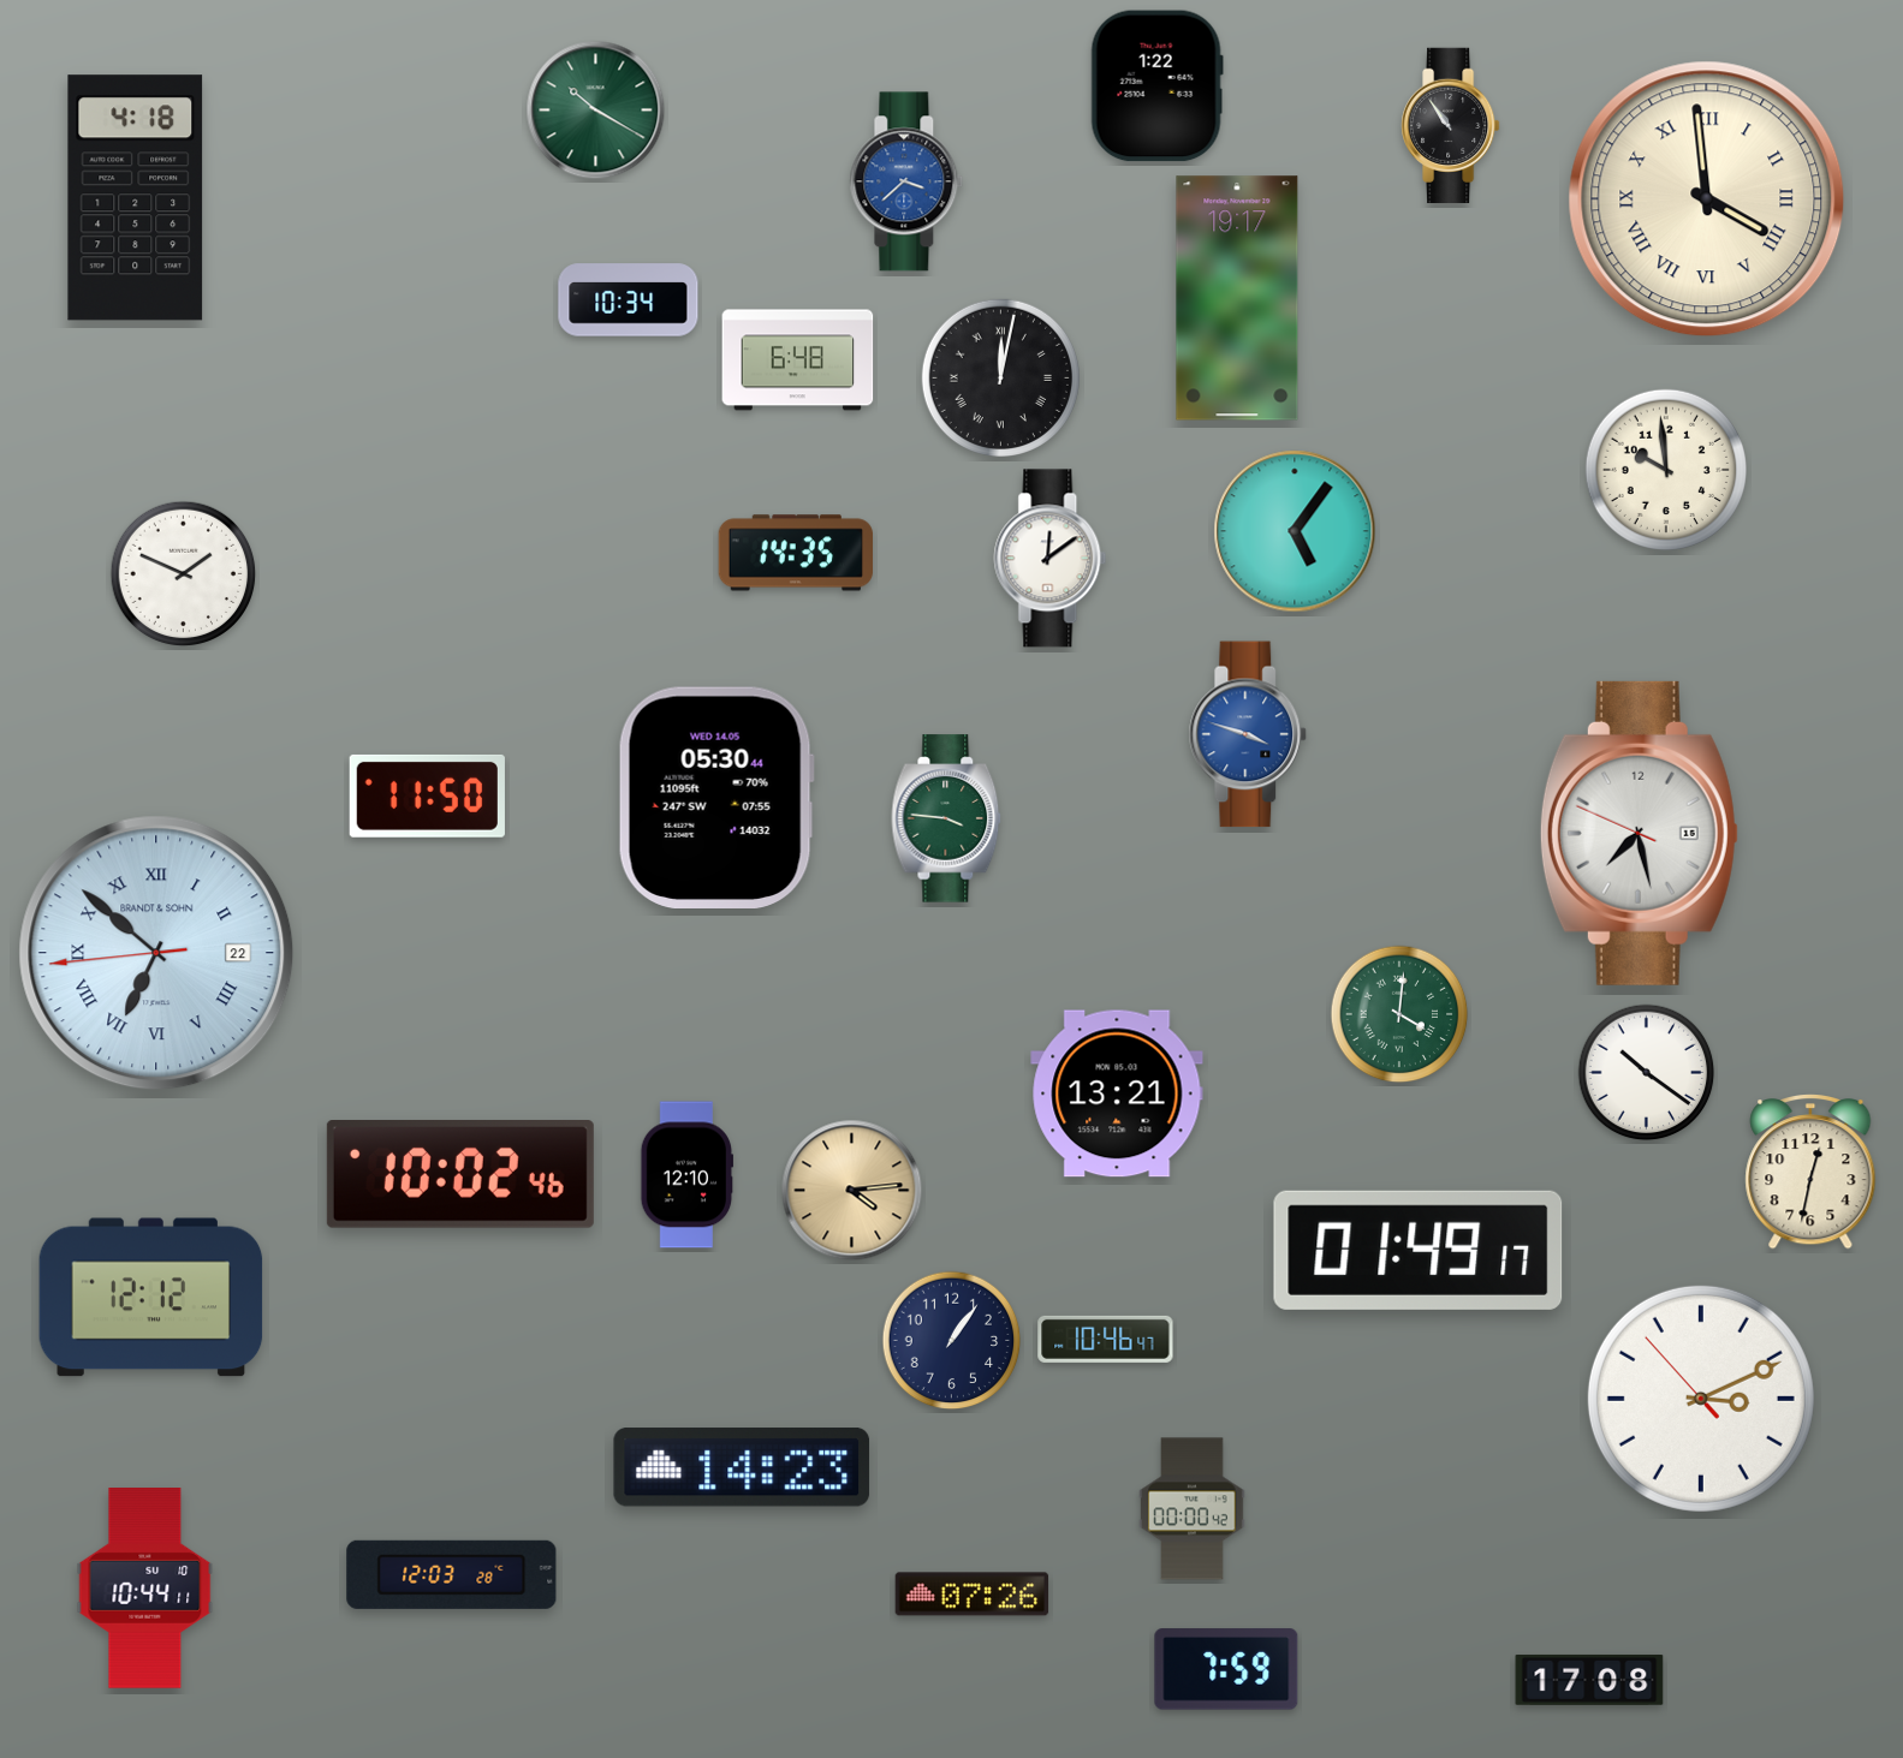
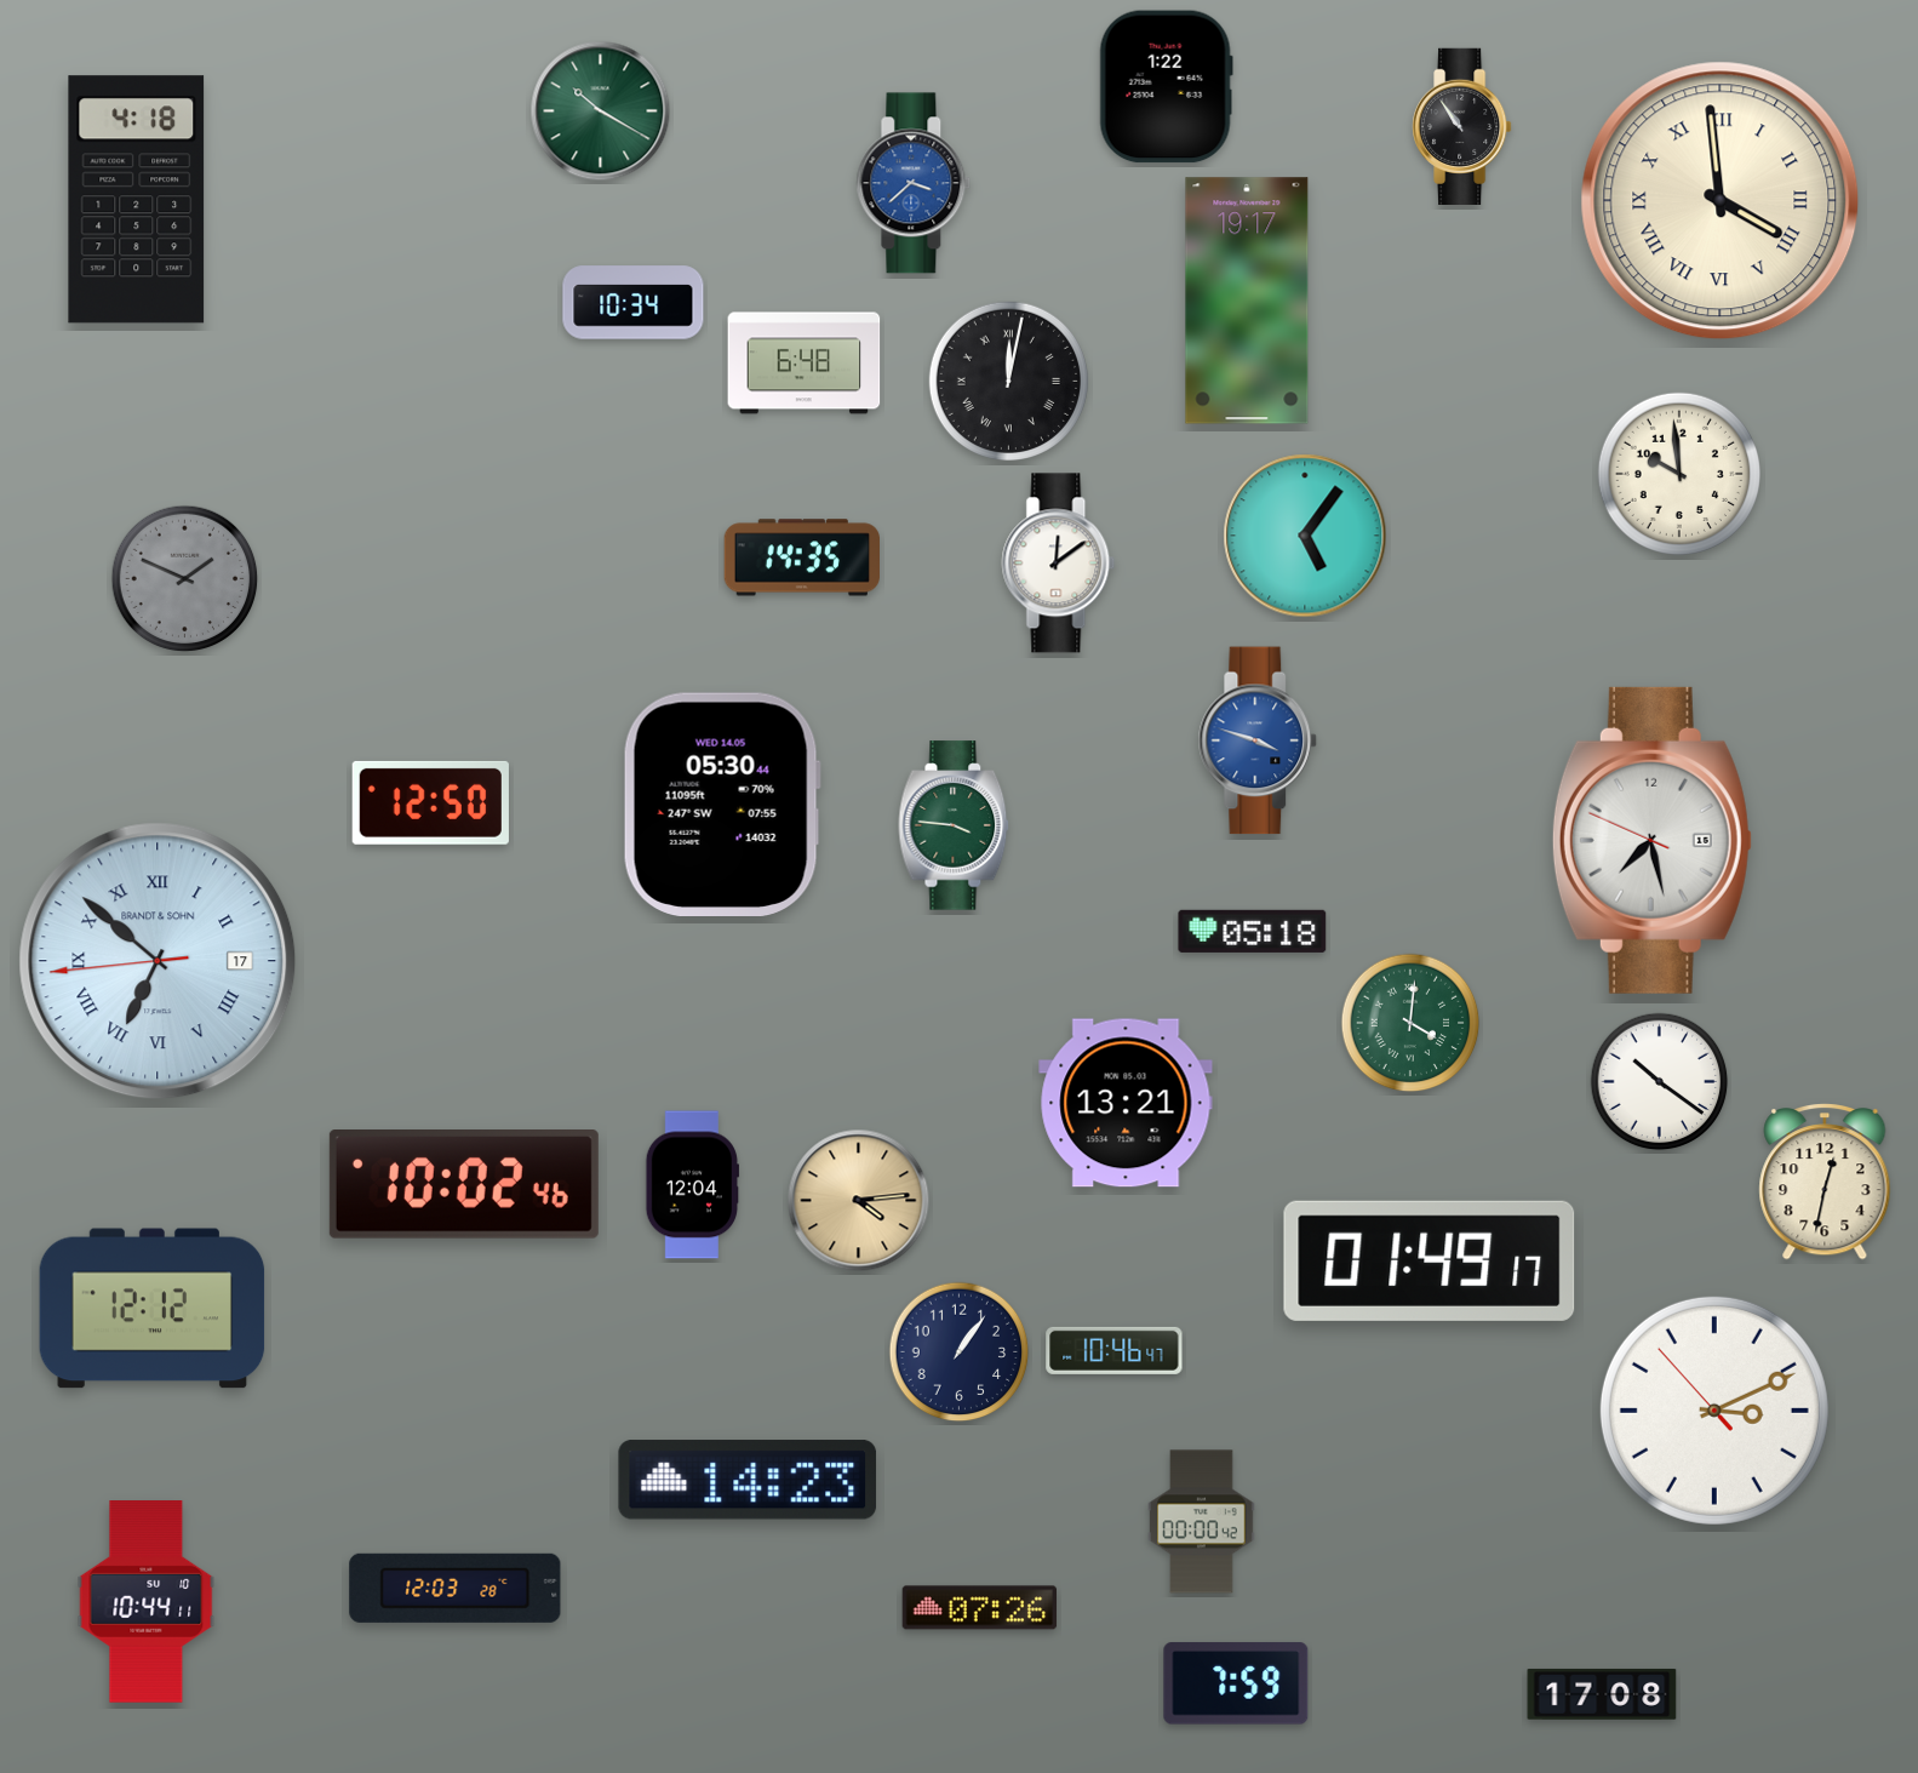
clock at (184, 574) dial: white -> grey
clock at (427, 795): 11:50 -> 12:50
clock at (1253, 931): none -> 05:18
clock at (156, 953) date: 22 -> 17
clock at (686, 1175): 12:10 -> 12:04
